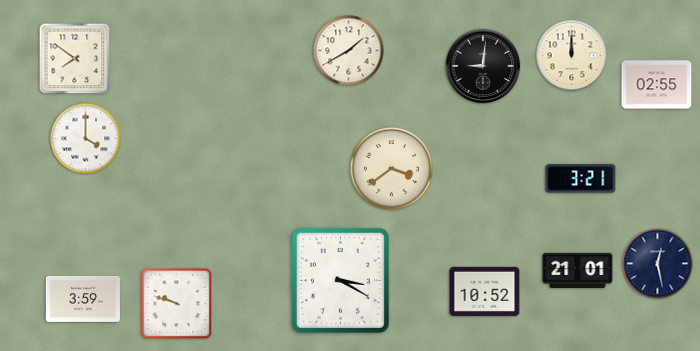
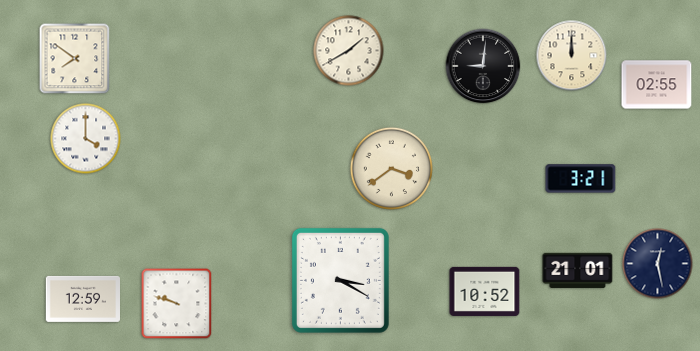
clock at (82, 299): 3:59 -> 12:59
